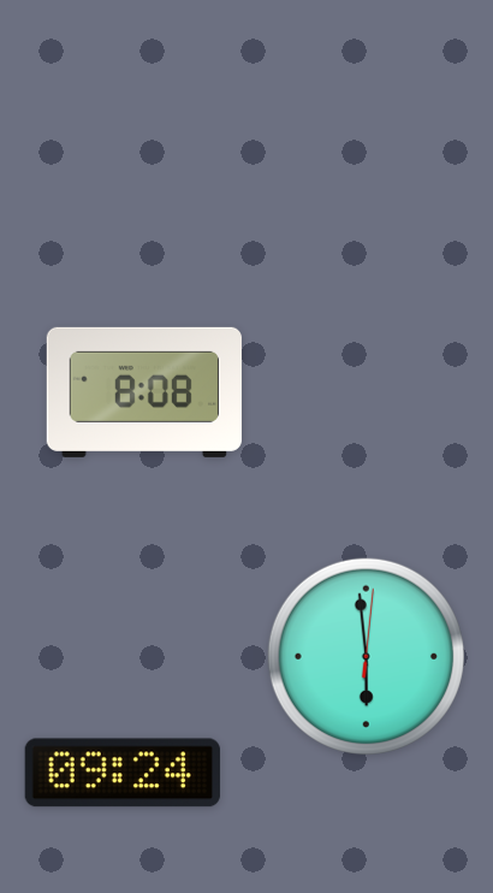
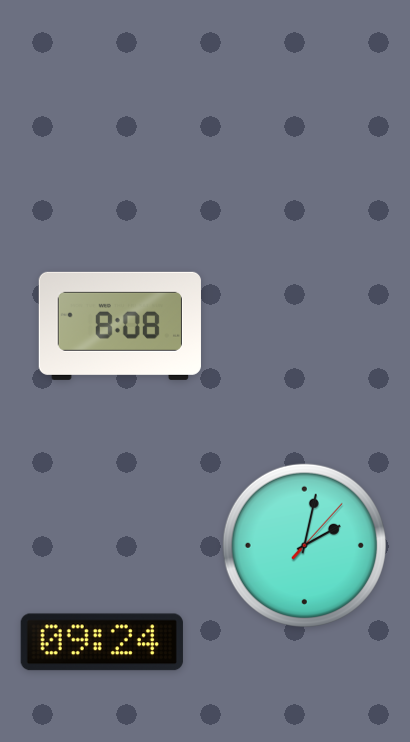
clock at (366, 656): 5:59 -> 2:02
